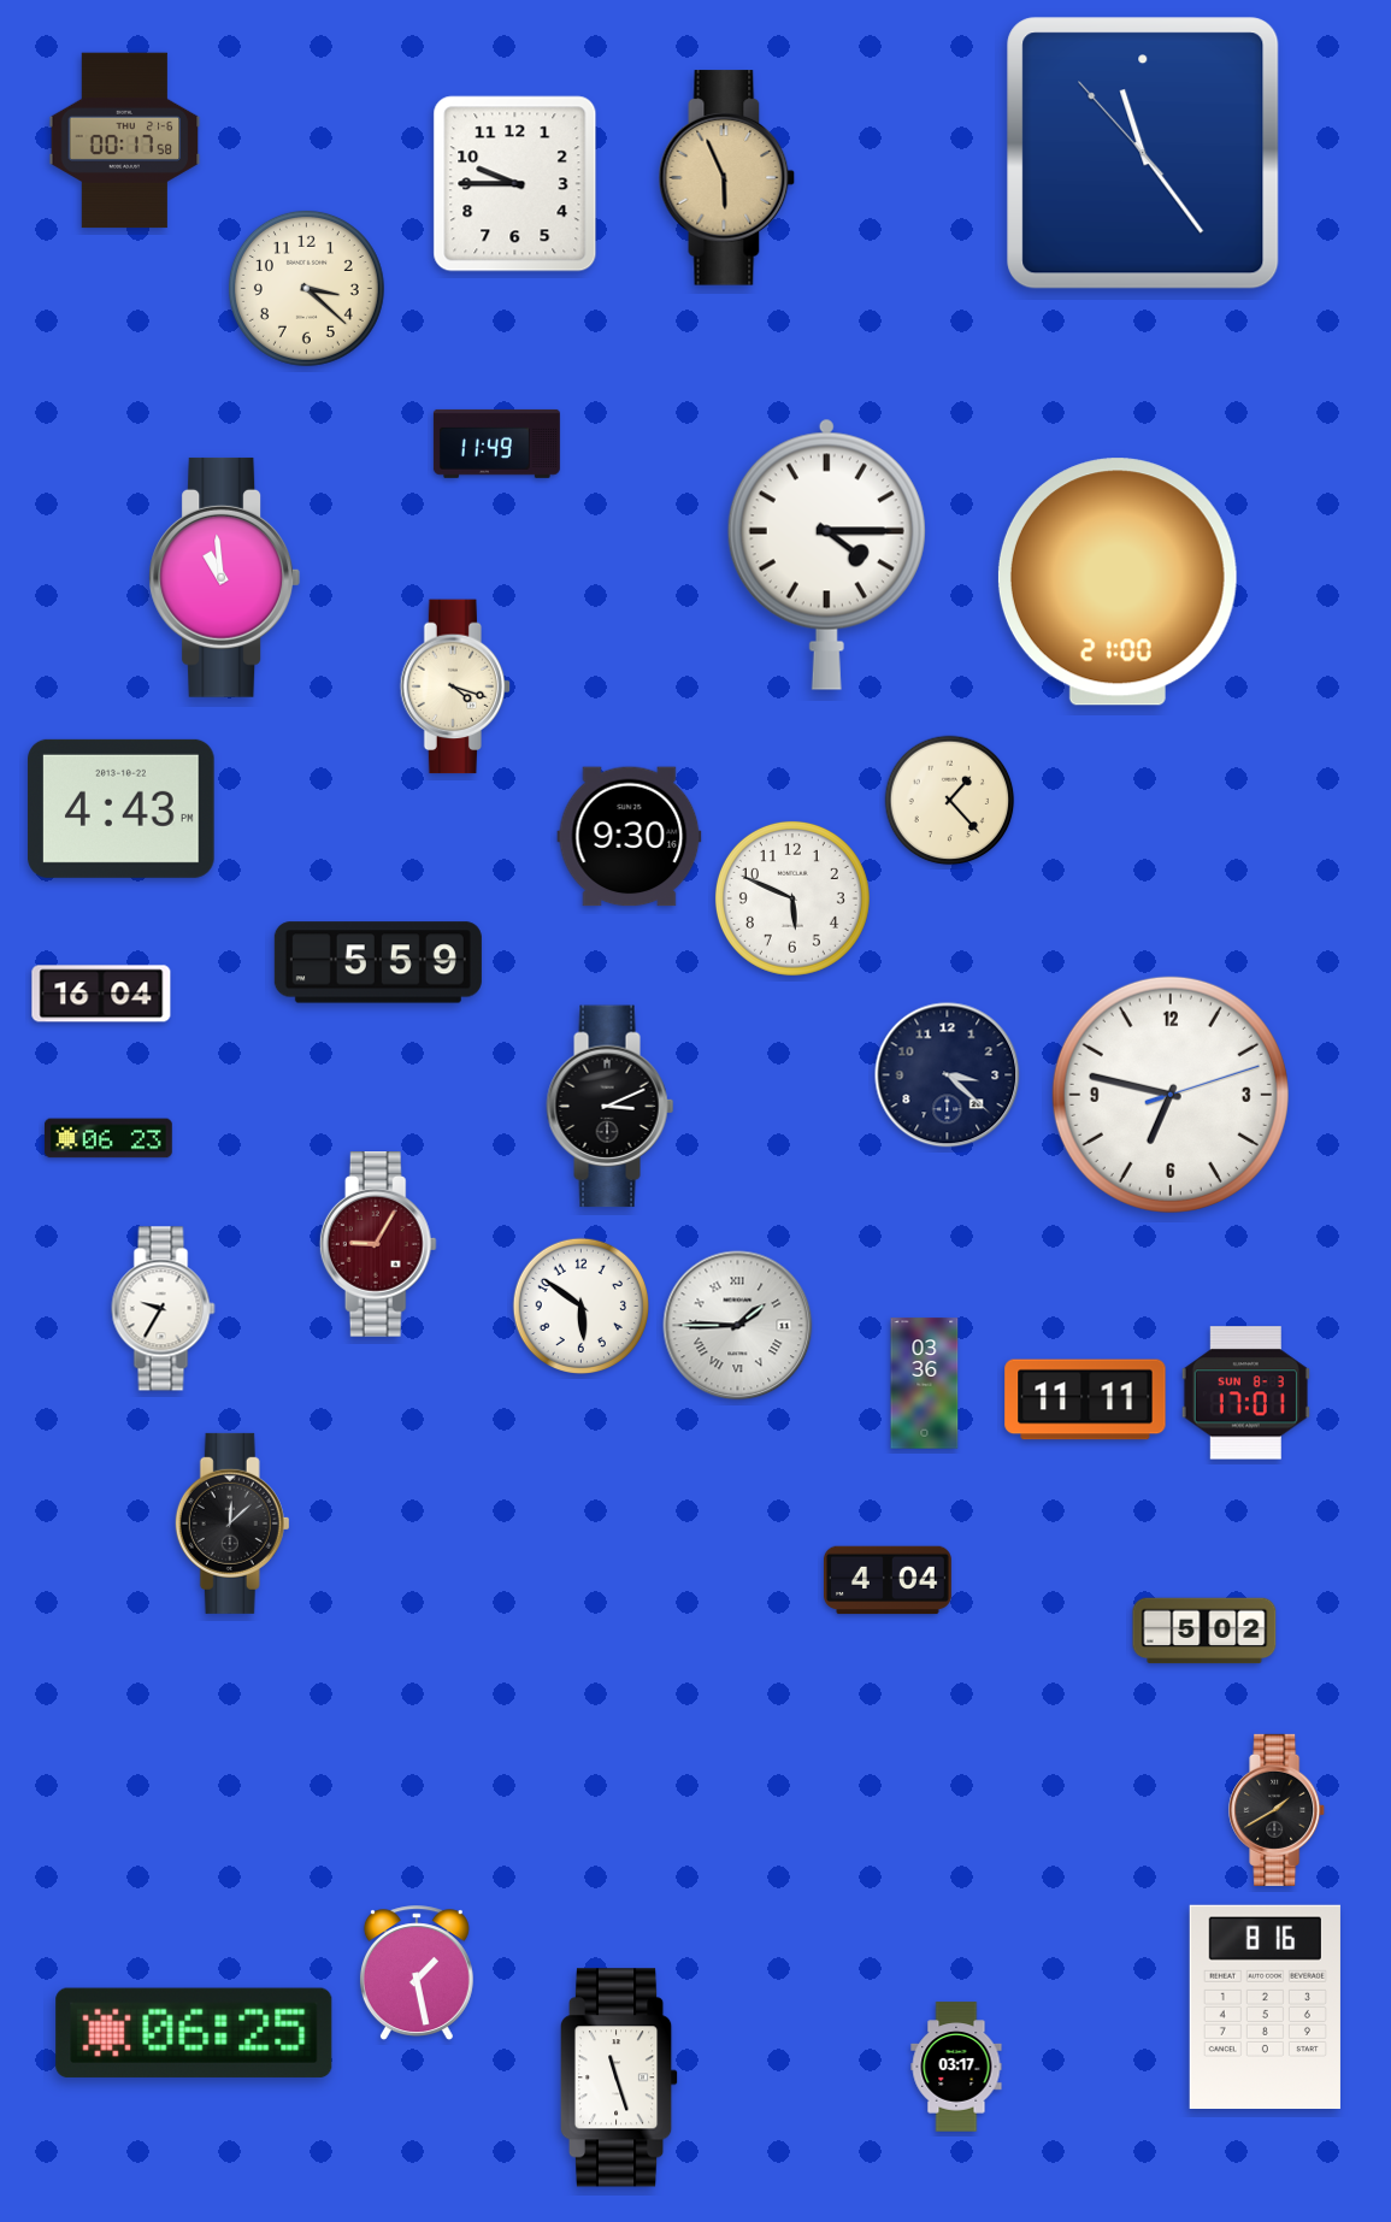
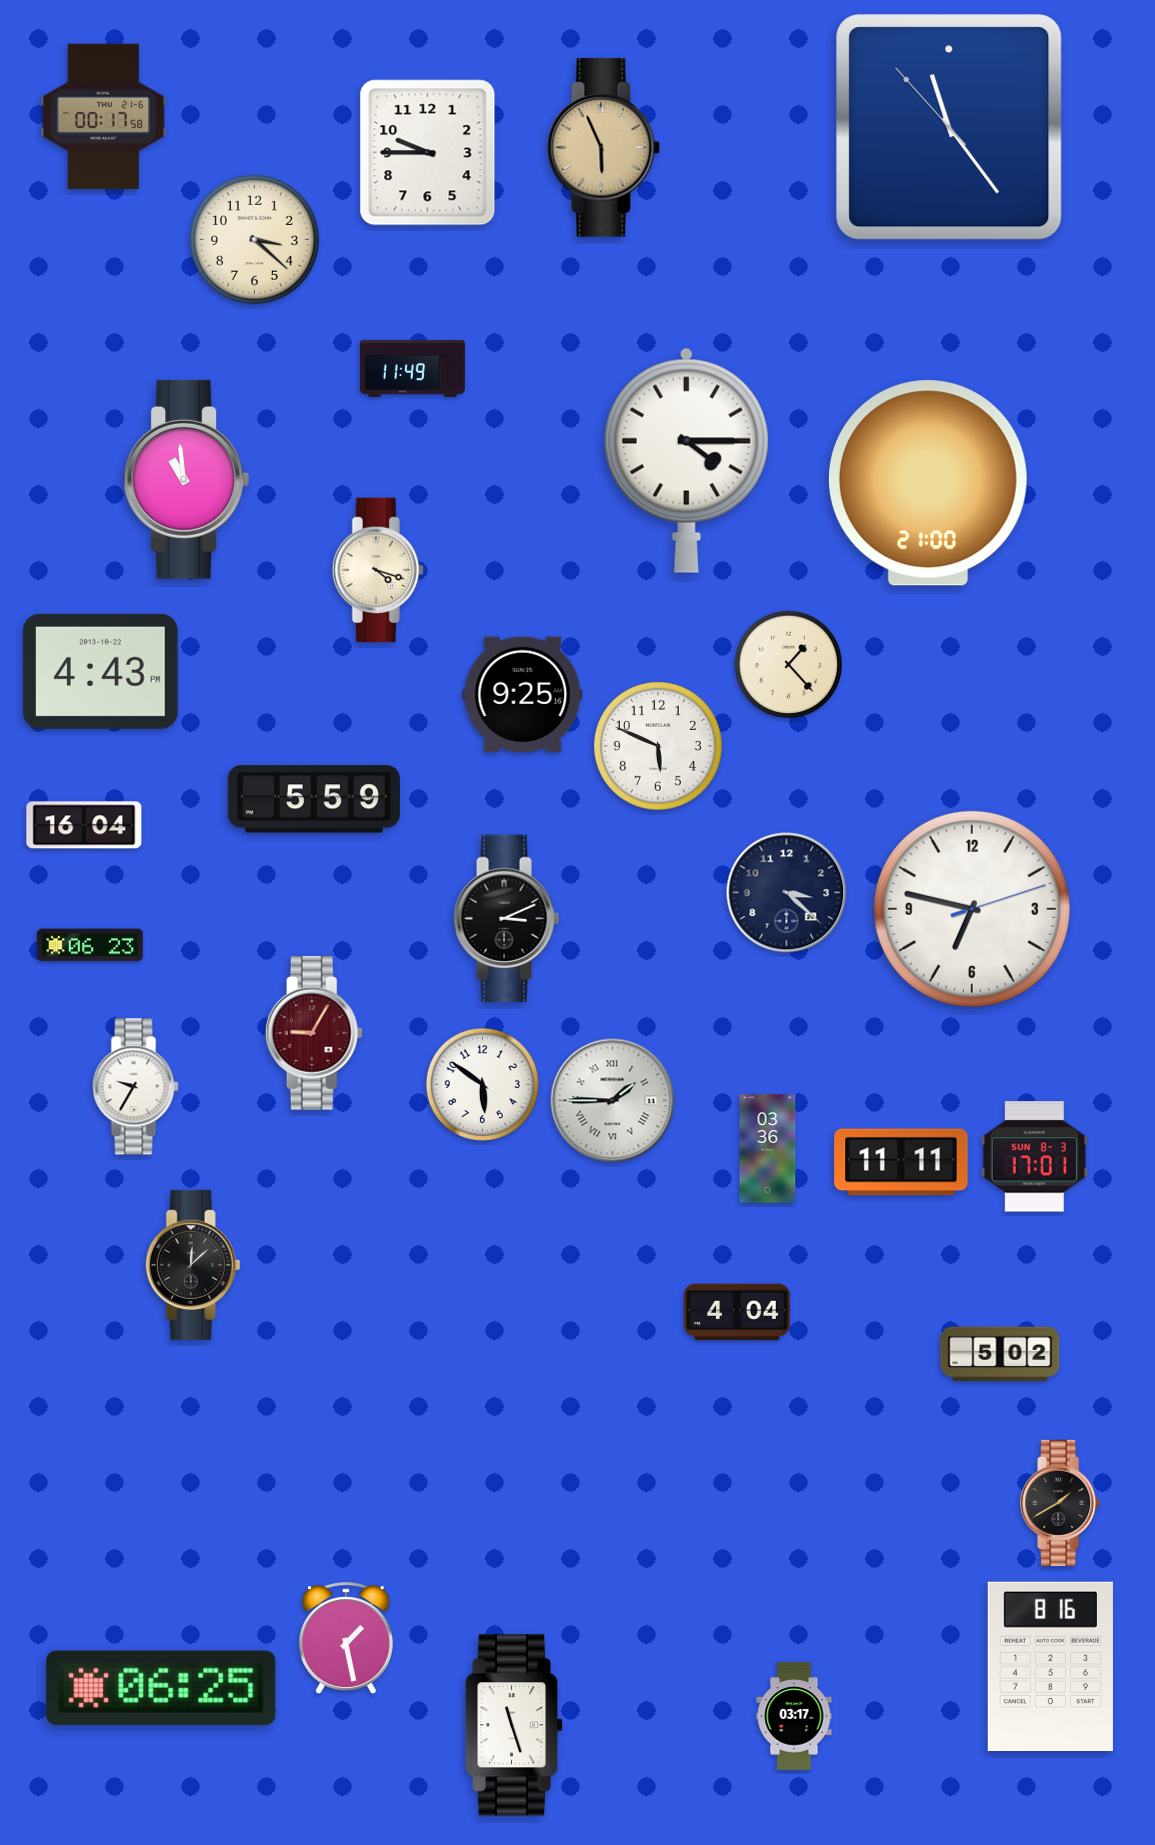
clock at (630, 837): 9:30 -> 9:25
